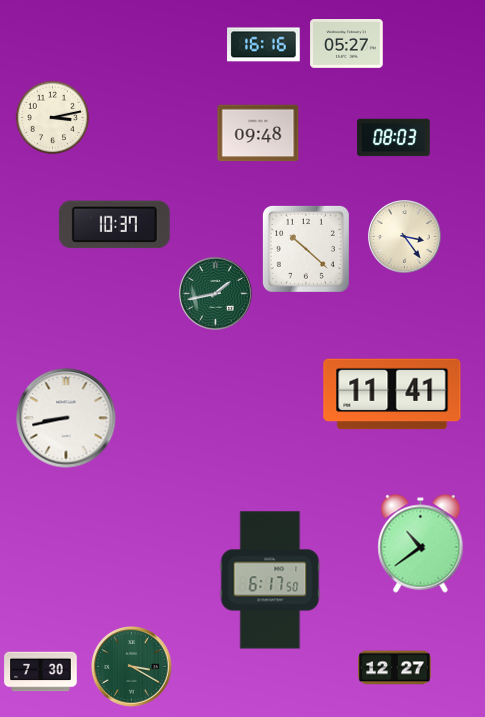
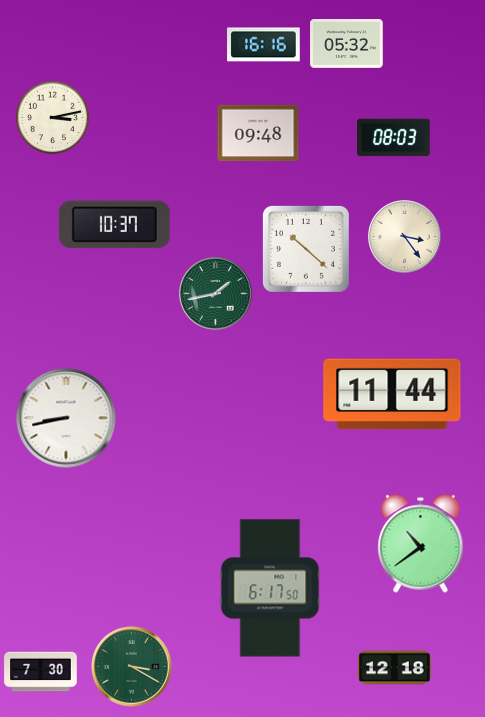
clock at (347, 44): 05:27 -> 05:32
clock at (392, 394): 11:41 -> 11:44
clock at (270, 580) position: (270, 580) -> (270, 588)
clock at (395, 668): 12:27 -> 12:18
